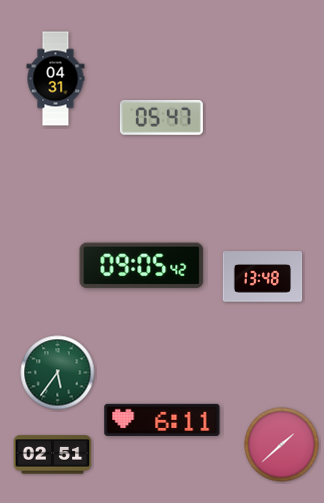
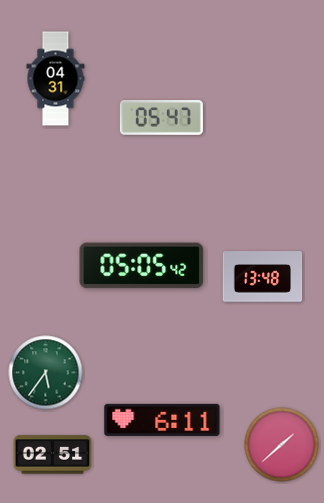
clock at (142, 266): 09:05 -> 05:05
clock at (58, 373) position: (58, 373) -> (46, 373)
